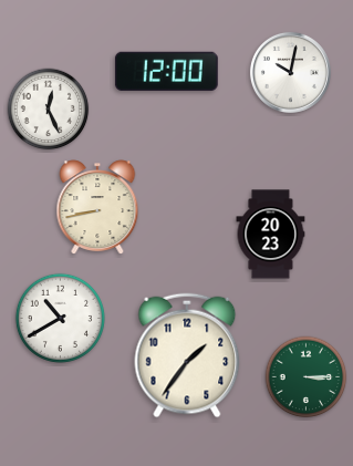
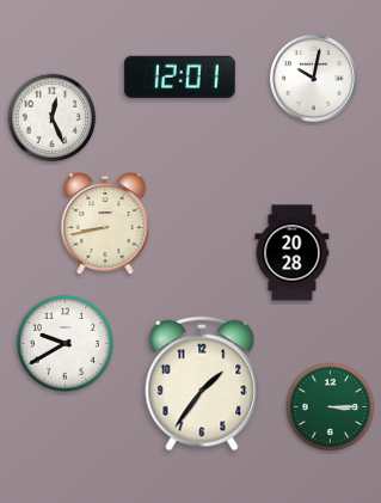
clock at (166, 71): 12:00 -> 12:01
clock at (271, 235): 20:23 -> 20:28
clock at (60, 318): 10:40 -> 9:40
